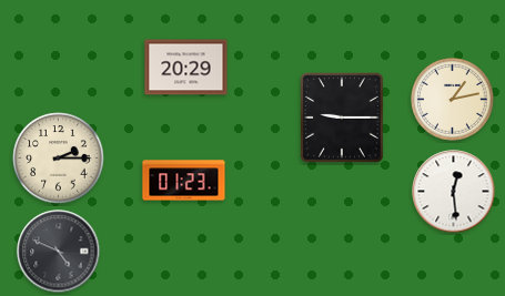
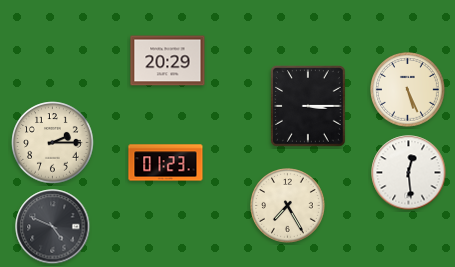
clock at (453, 100): 1:13 -> 5:26
clock at (343, 119): 9:15 -> 3:15
clock at (288, 206): none -> 7:25
